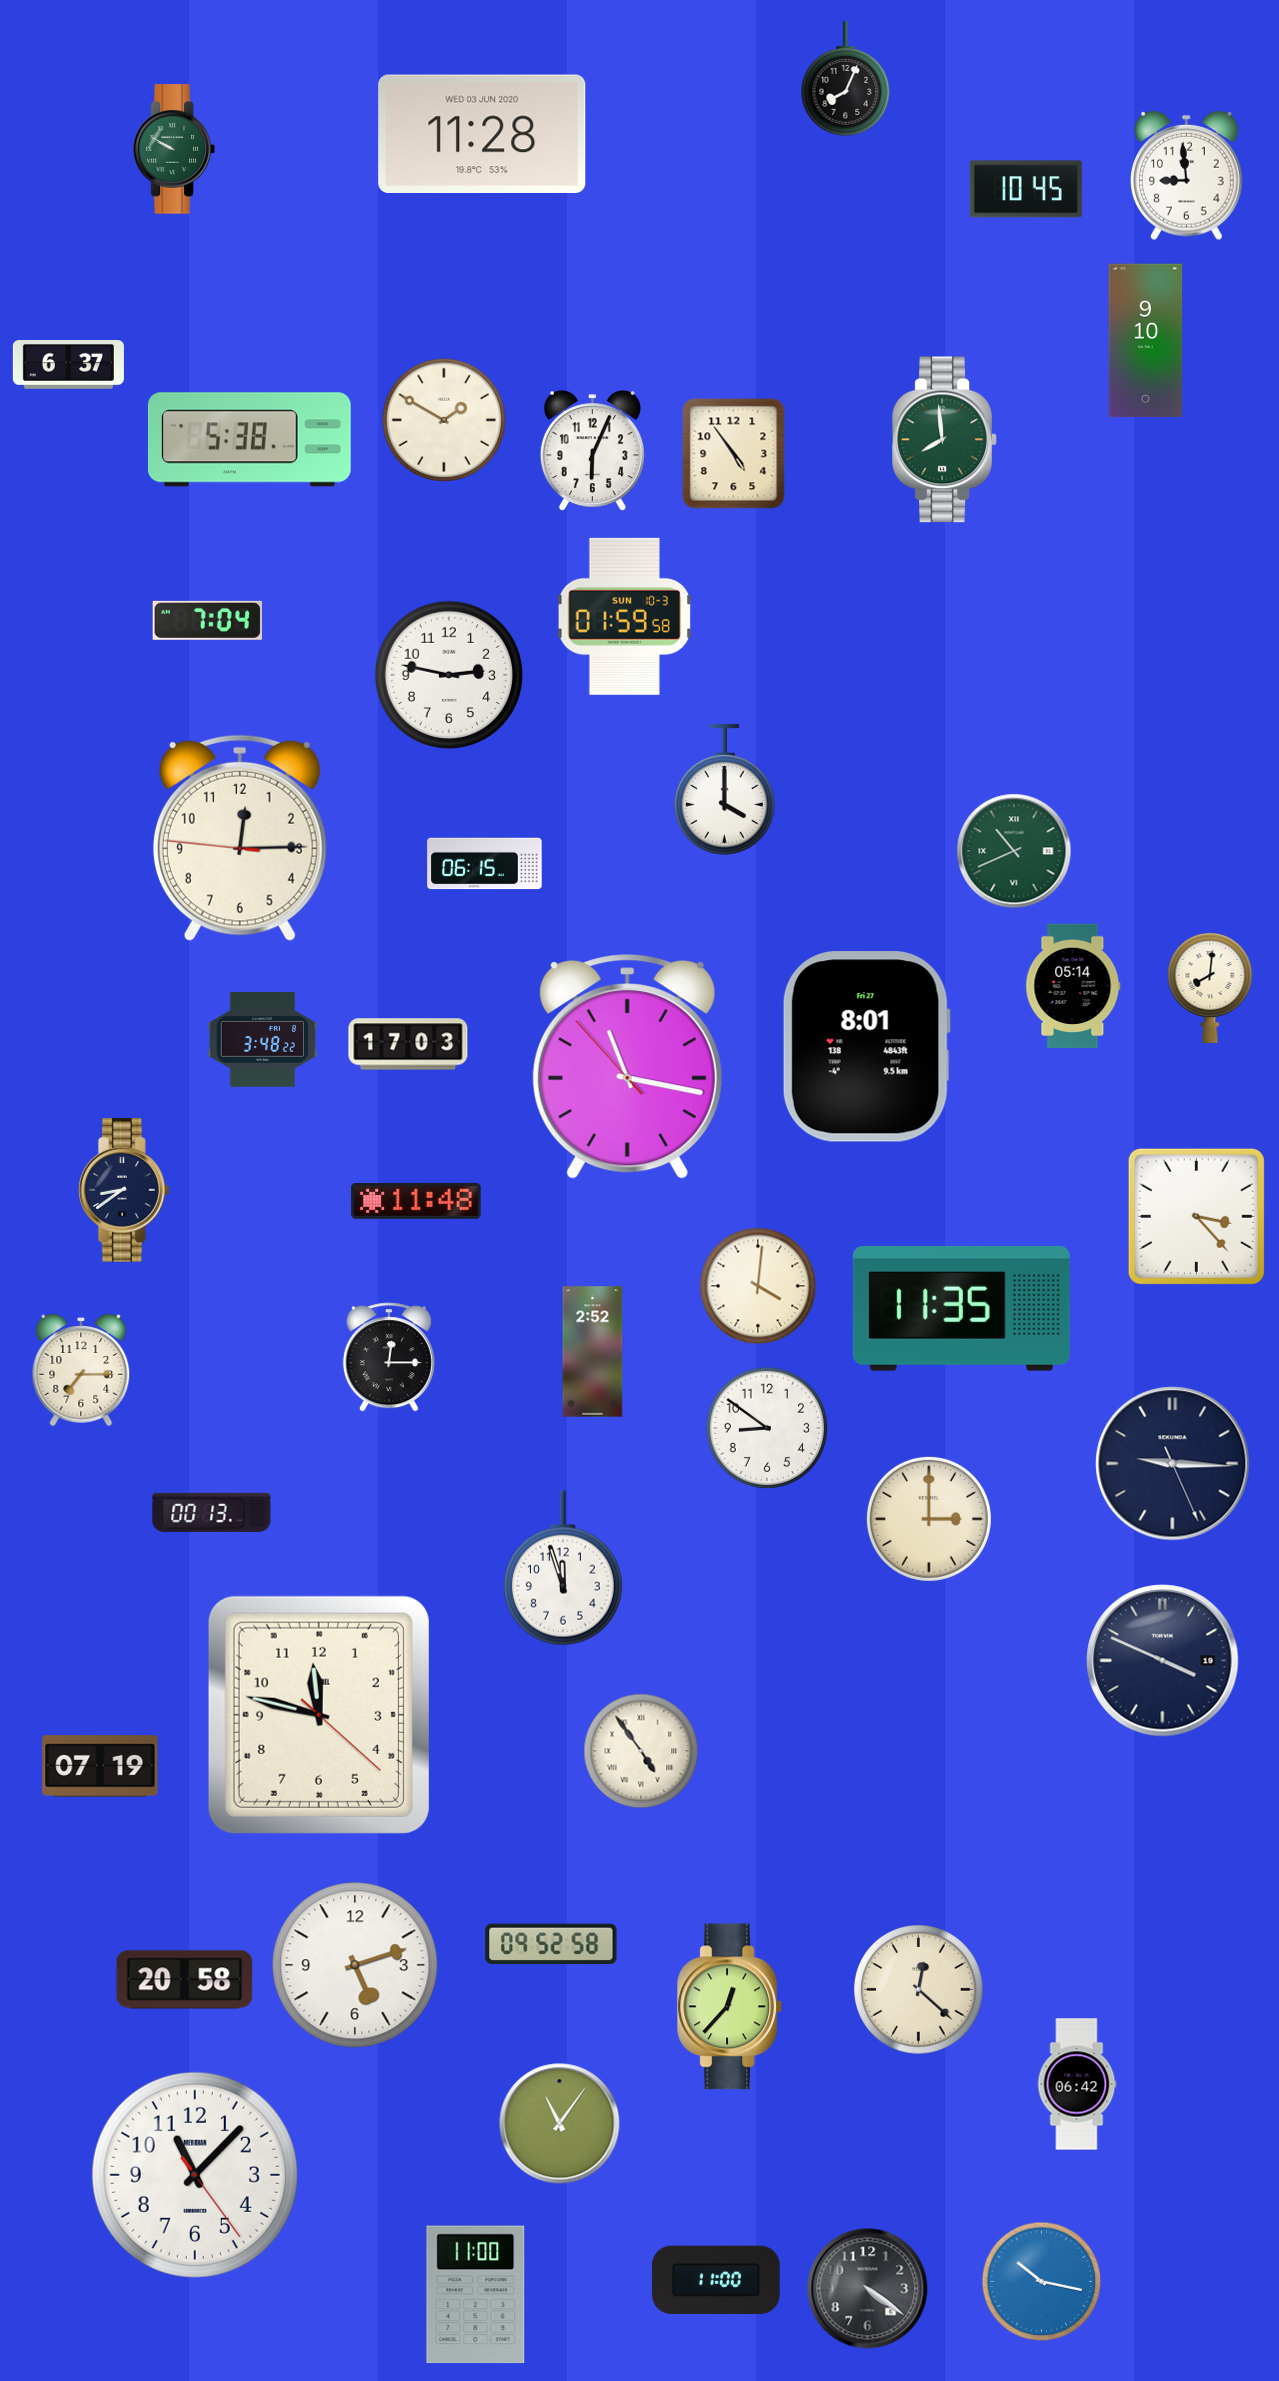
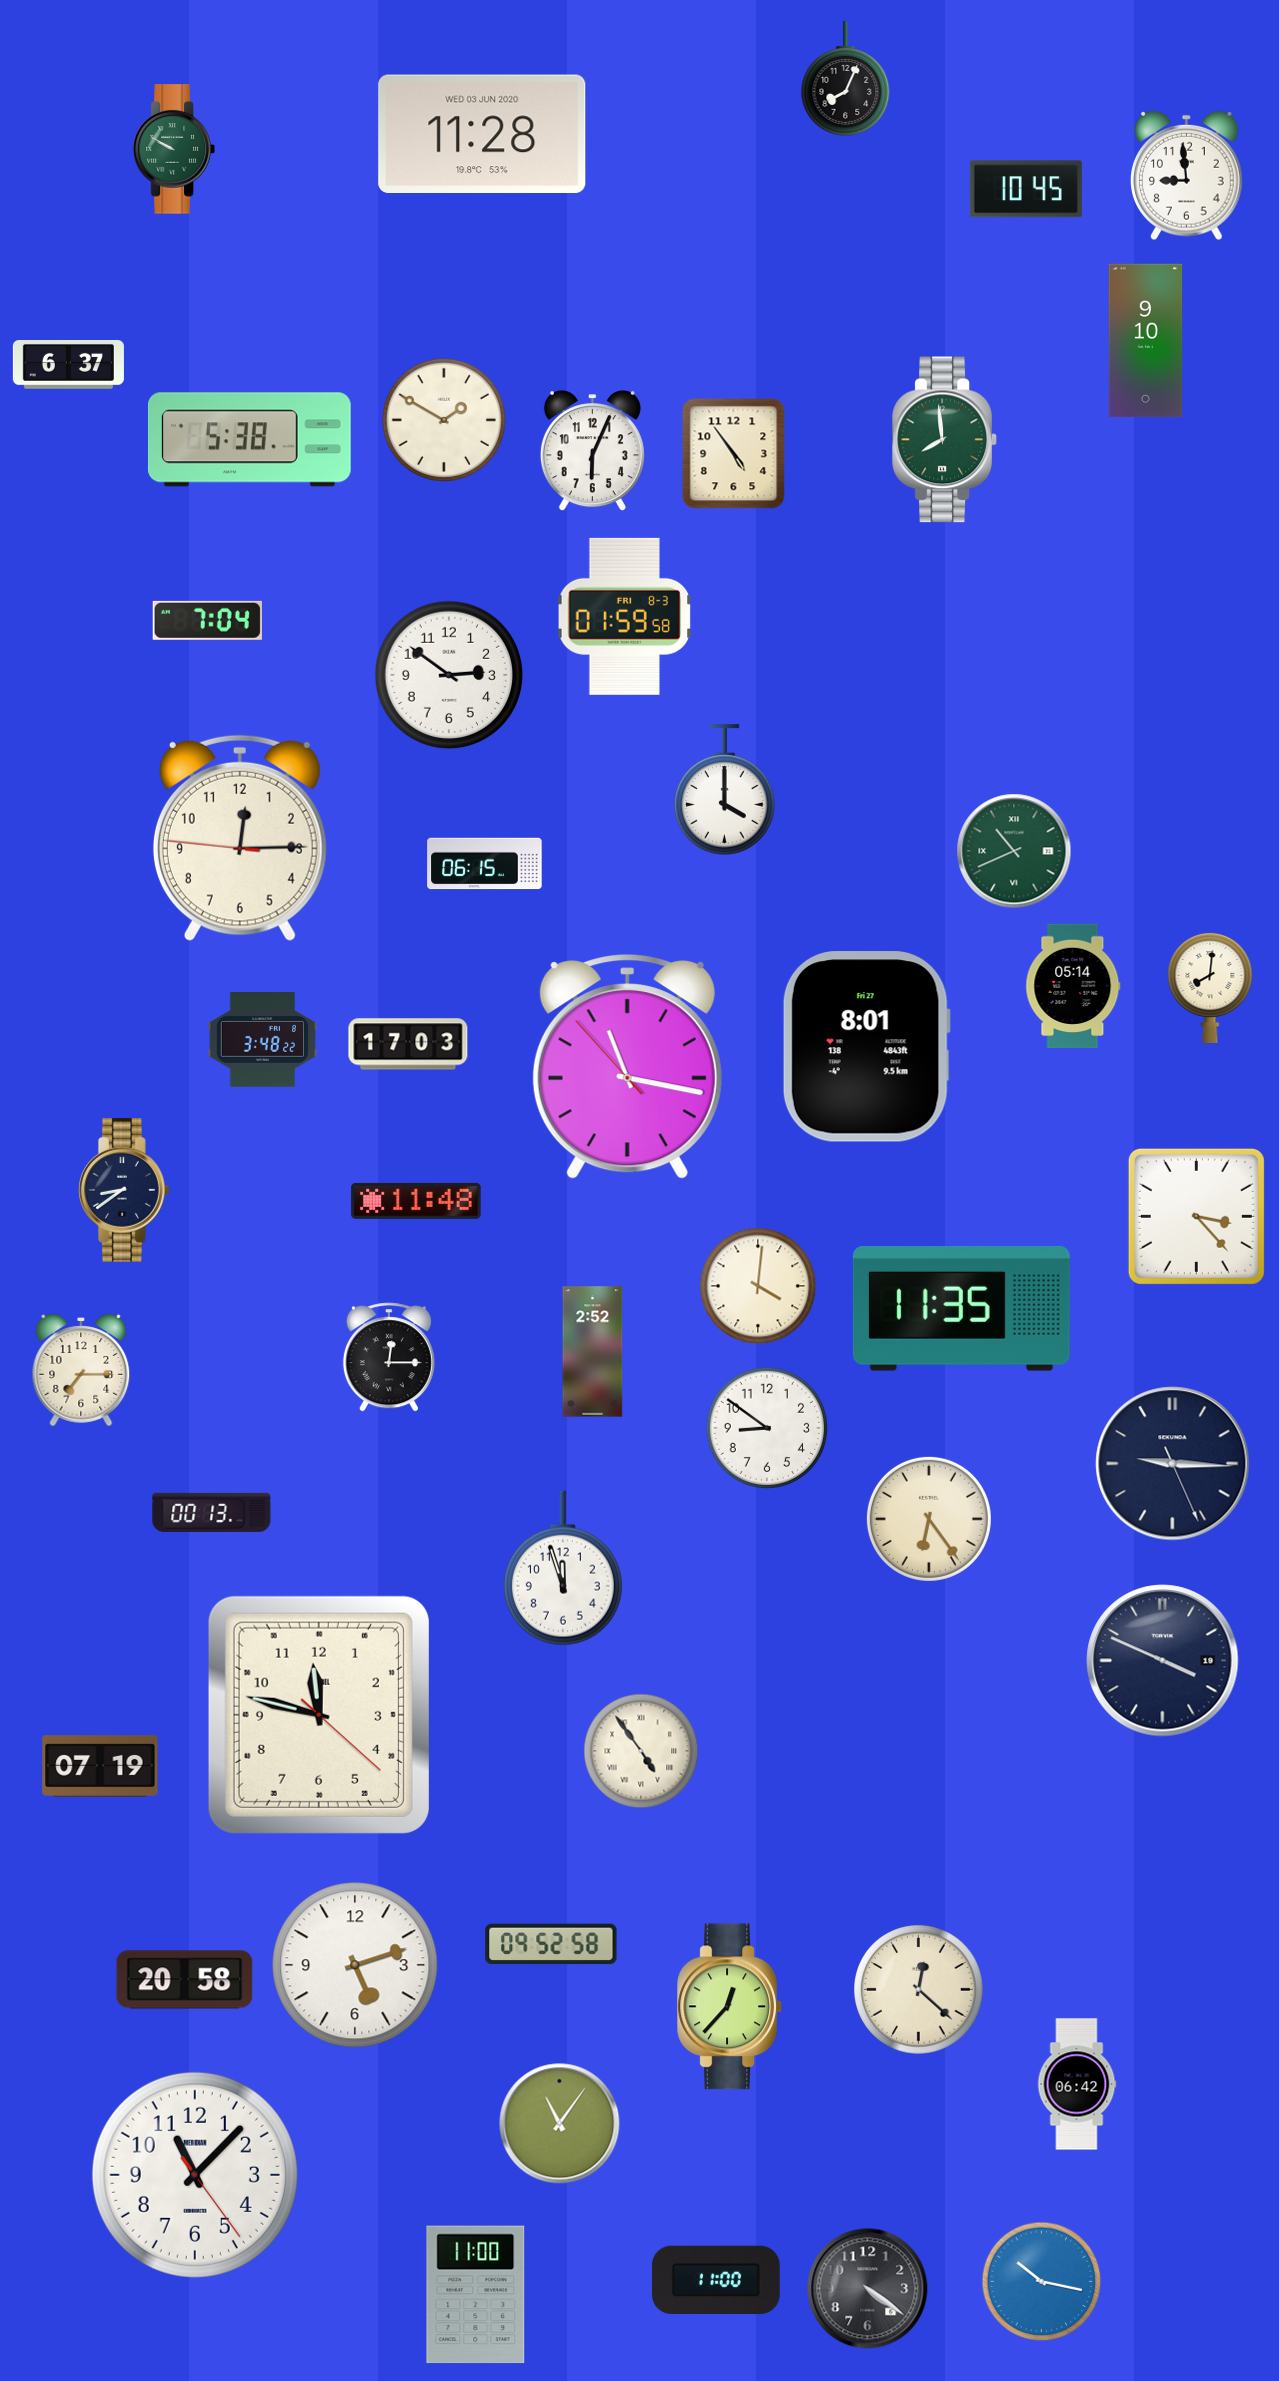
clock at (625, 616) date: SUN 10-3 -> FRI 8-3
clock at (449, 675): 2:47 -> 2:51
clock at (929, 1519): 3:00 -> 6:24
